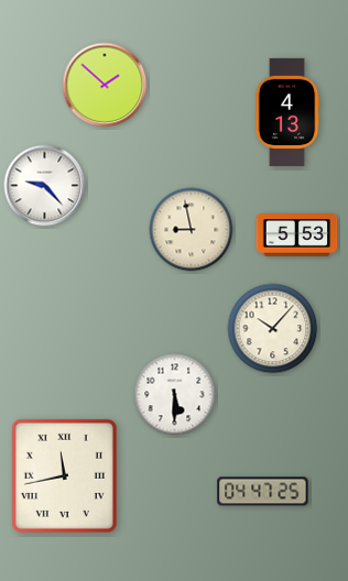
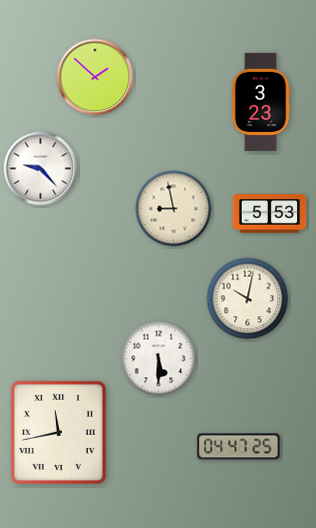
clock at (287, 112): 4:13 -> 3:23
clock at (273, 329): 10:07 -> 10:02
